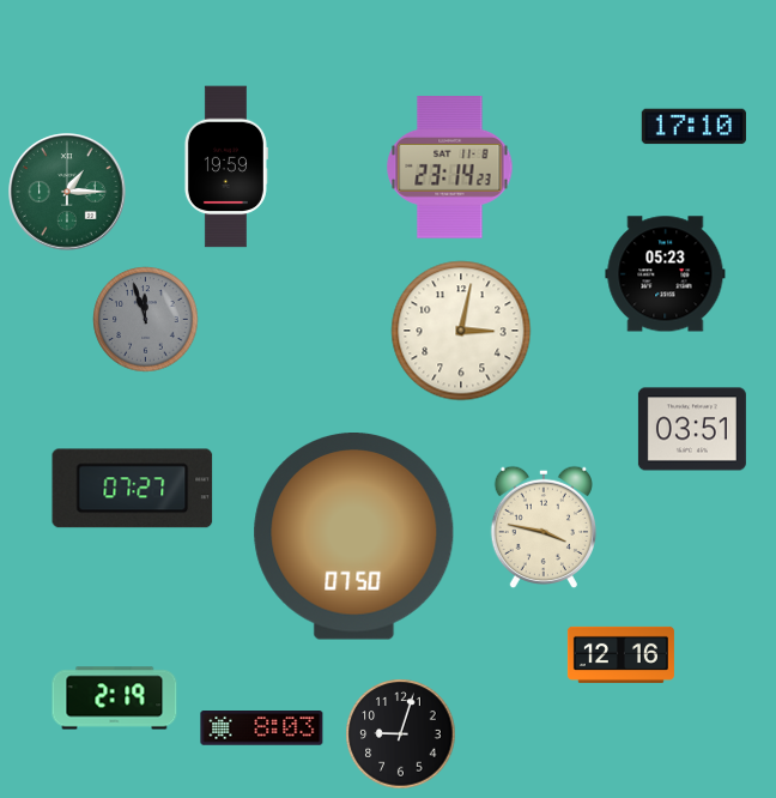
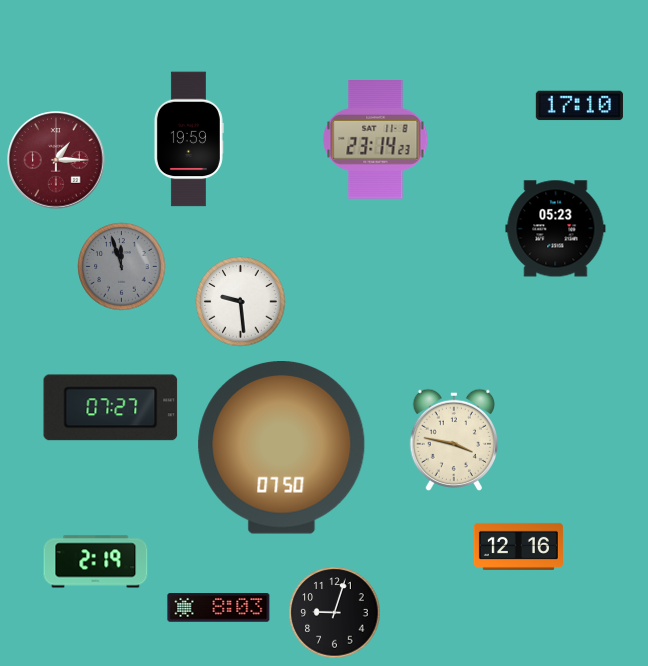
clock at (67, 192) dial: green -> burgundy
clock at (461, 331): 3:02 -> none
clock at (241, 302): none -> 9:29
clock at (692, 429): 03:51 -> none
clock at (354, 537) position: (354, 537) -> (282, 448)
clock at (115, 699) position: (115, 699) -> (96, 562)
